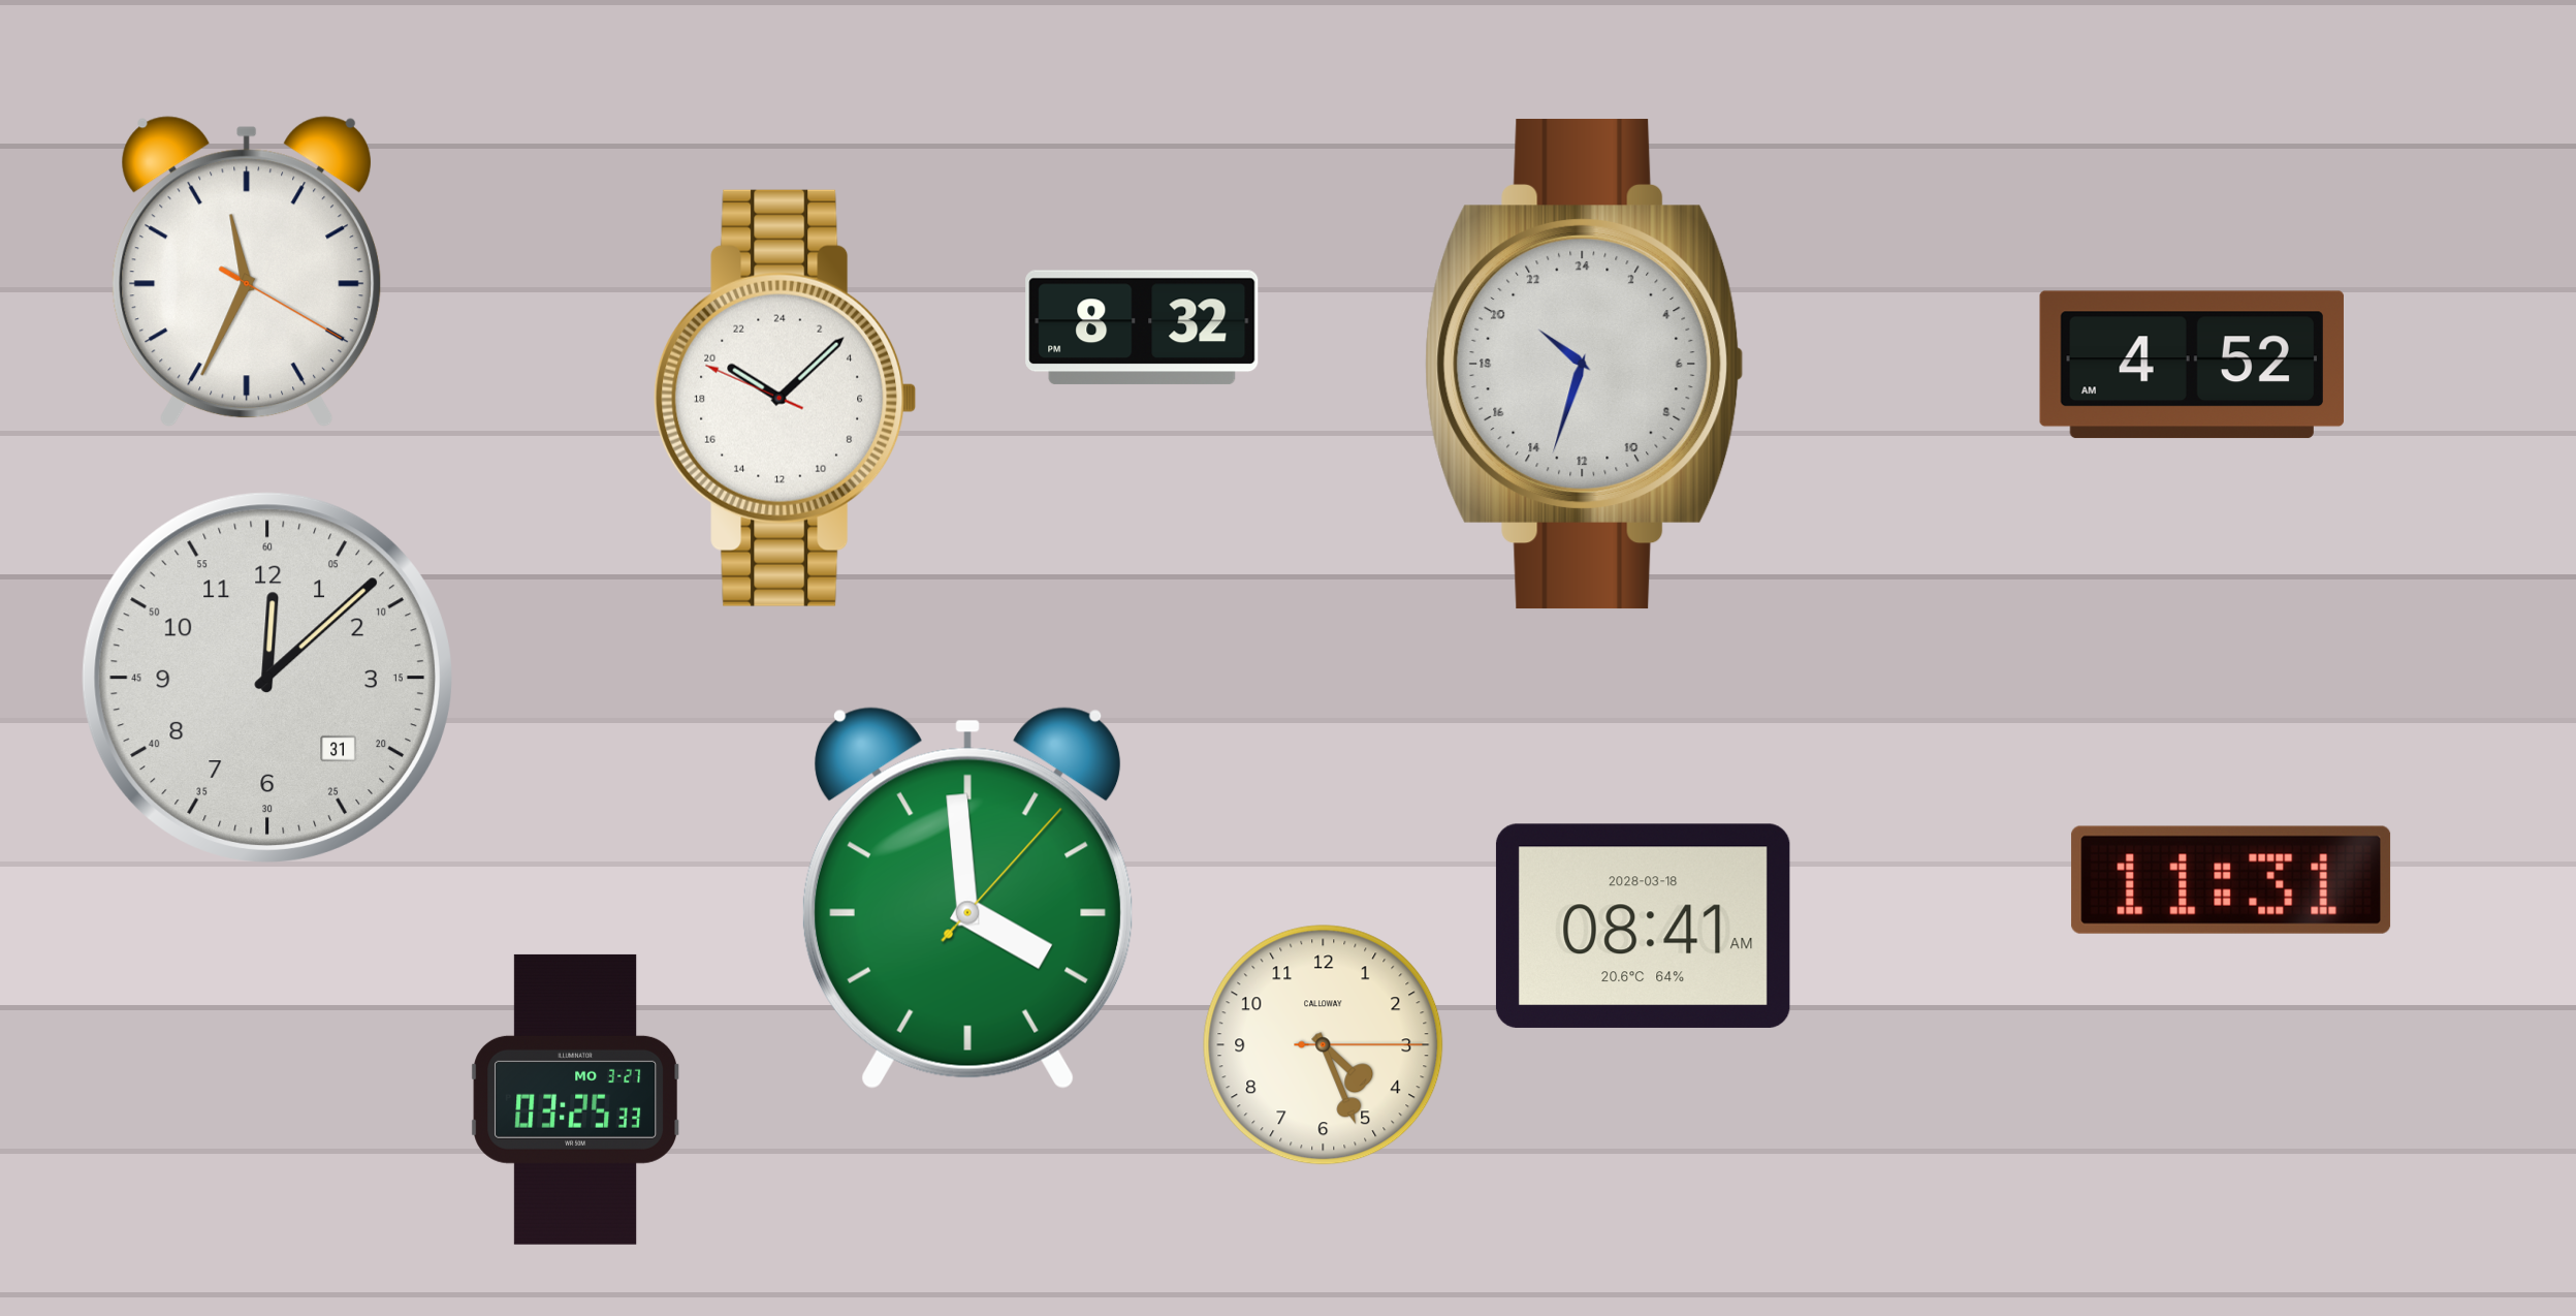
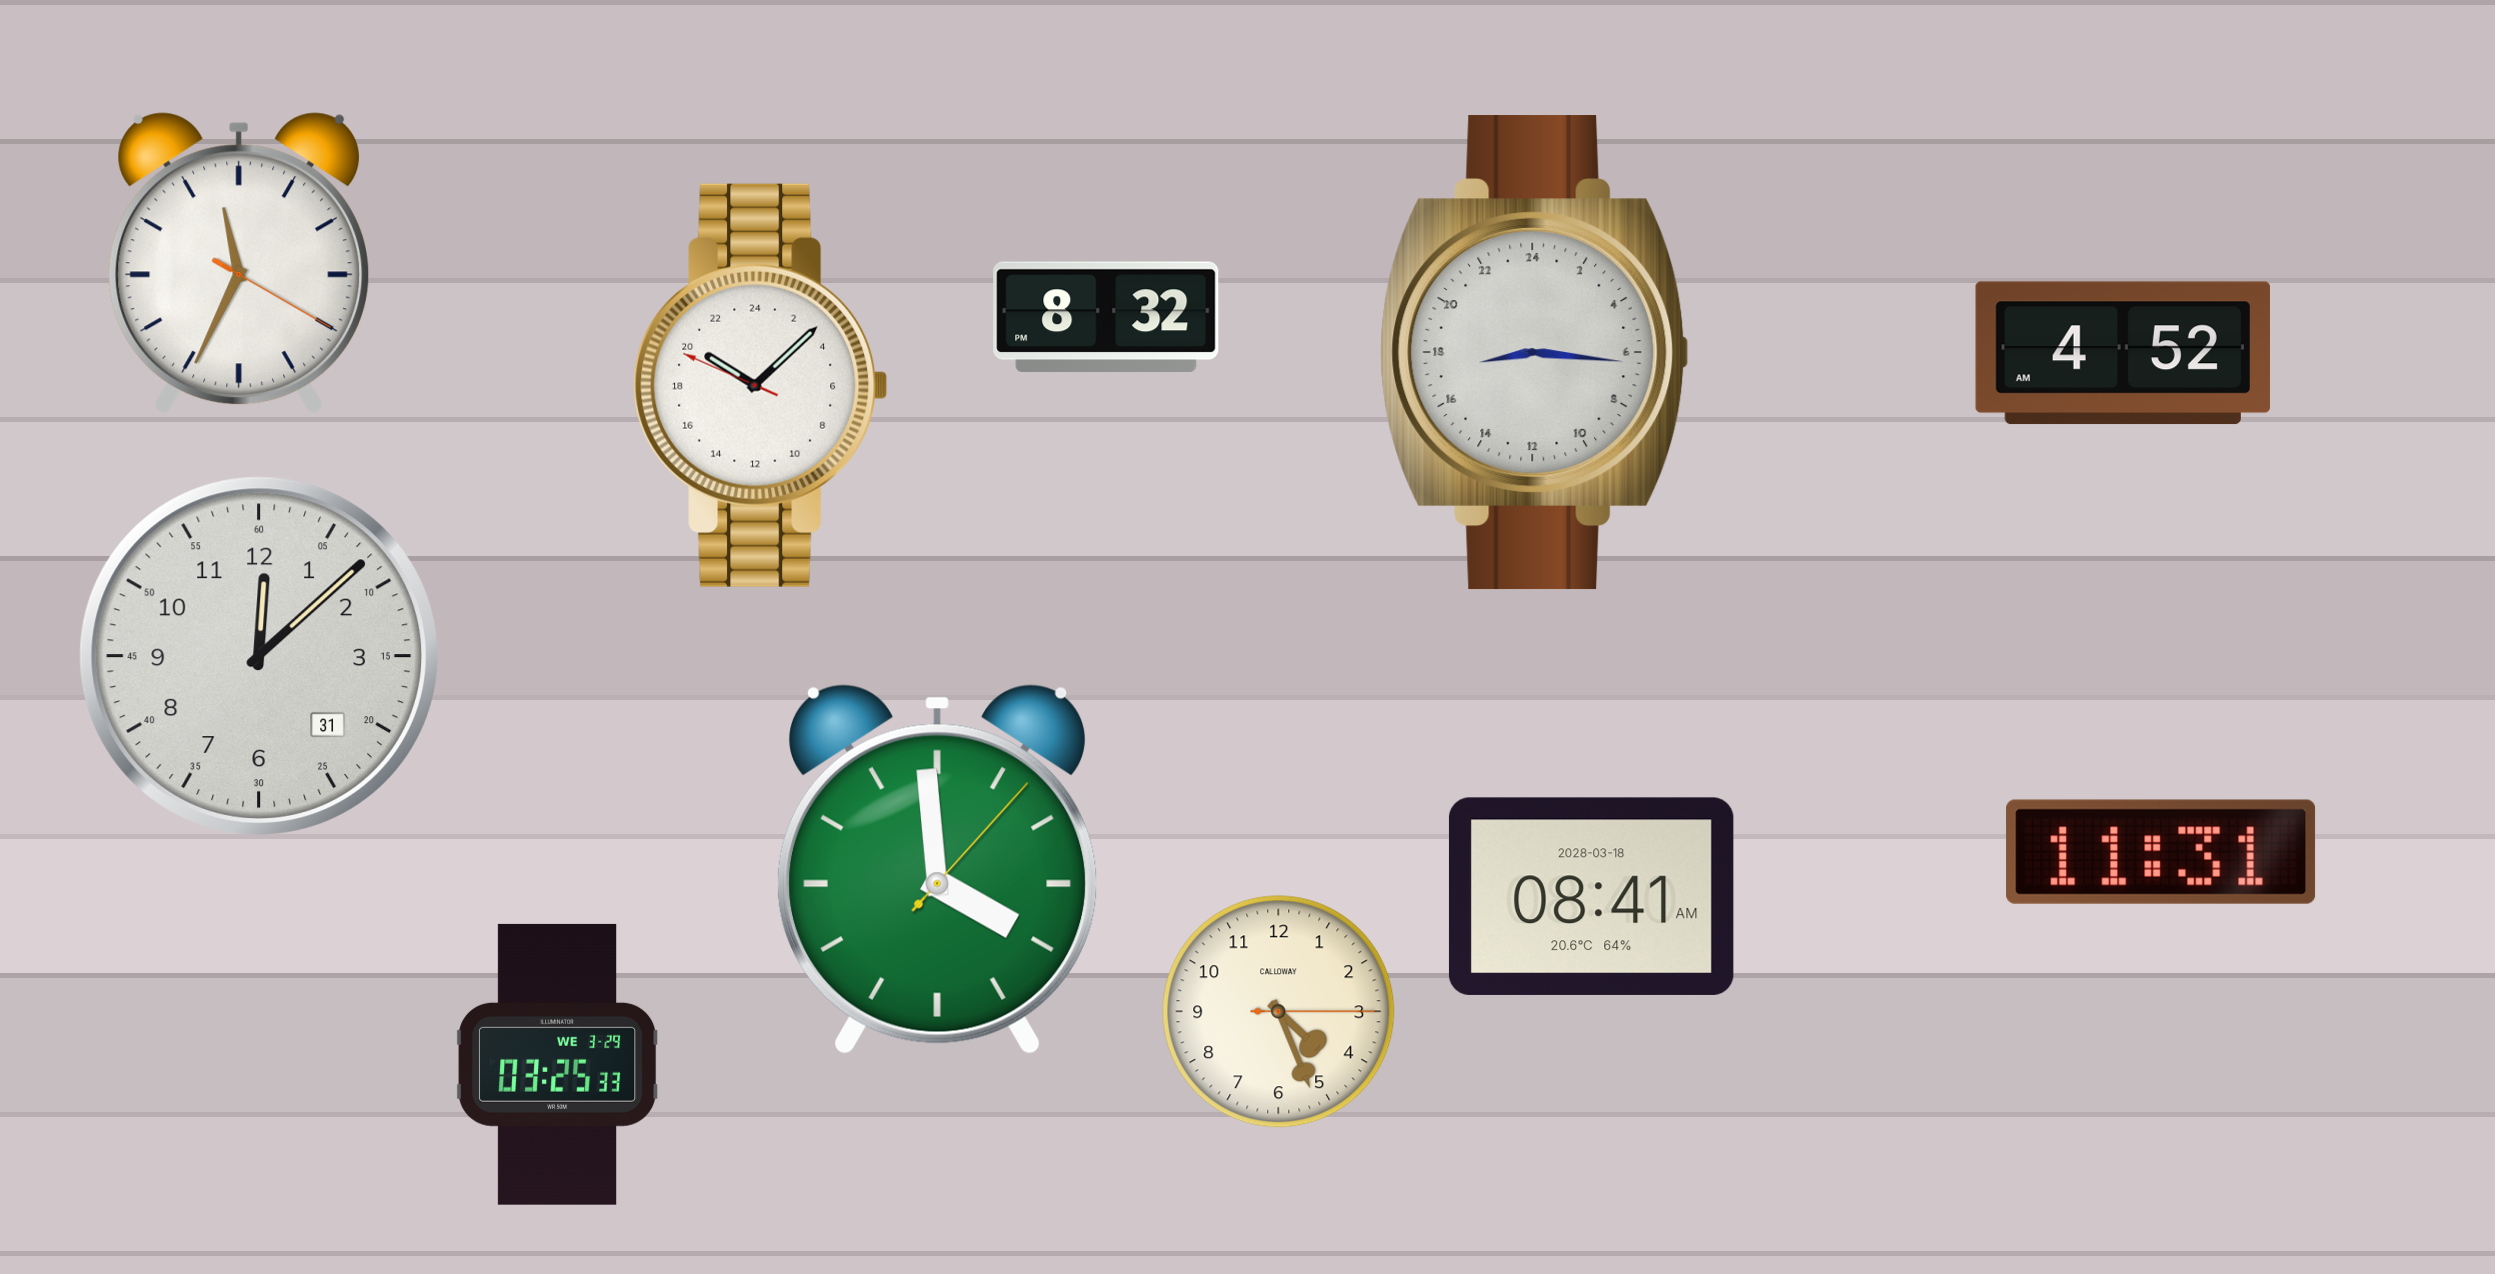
clock at (1585, 365): 20:33 -> 17:16
clock at (1324, 1045) position: (1324, 1045) -> (1279, 1012)
clock at (576, 1099) date: MO 3-27 -> WE 3-29
